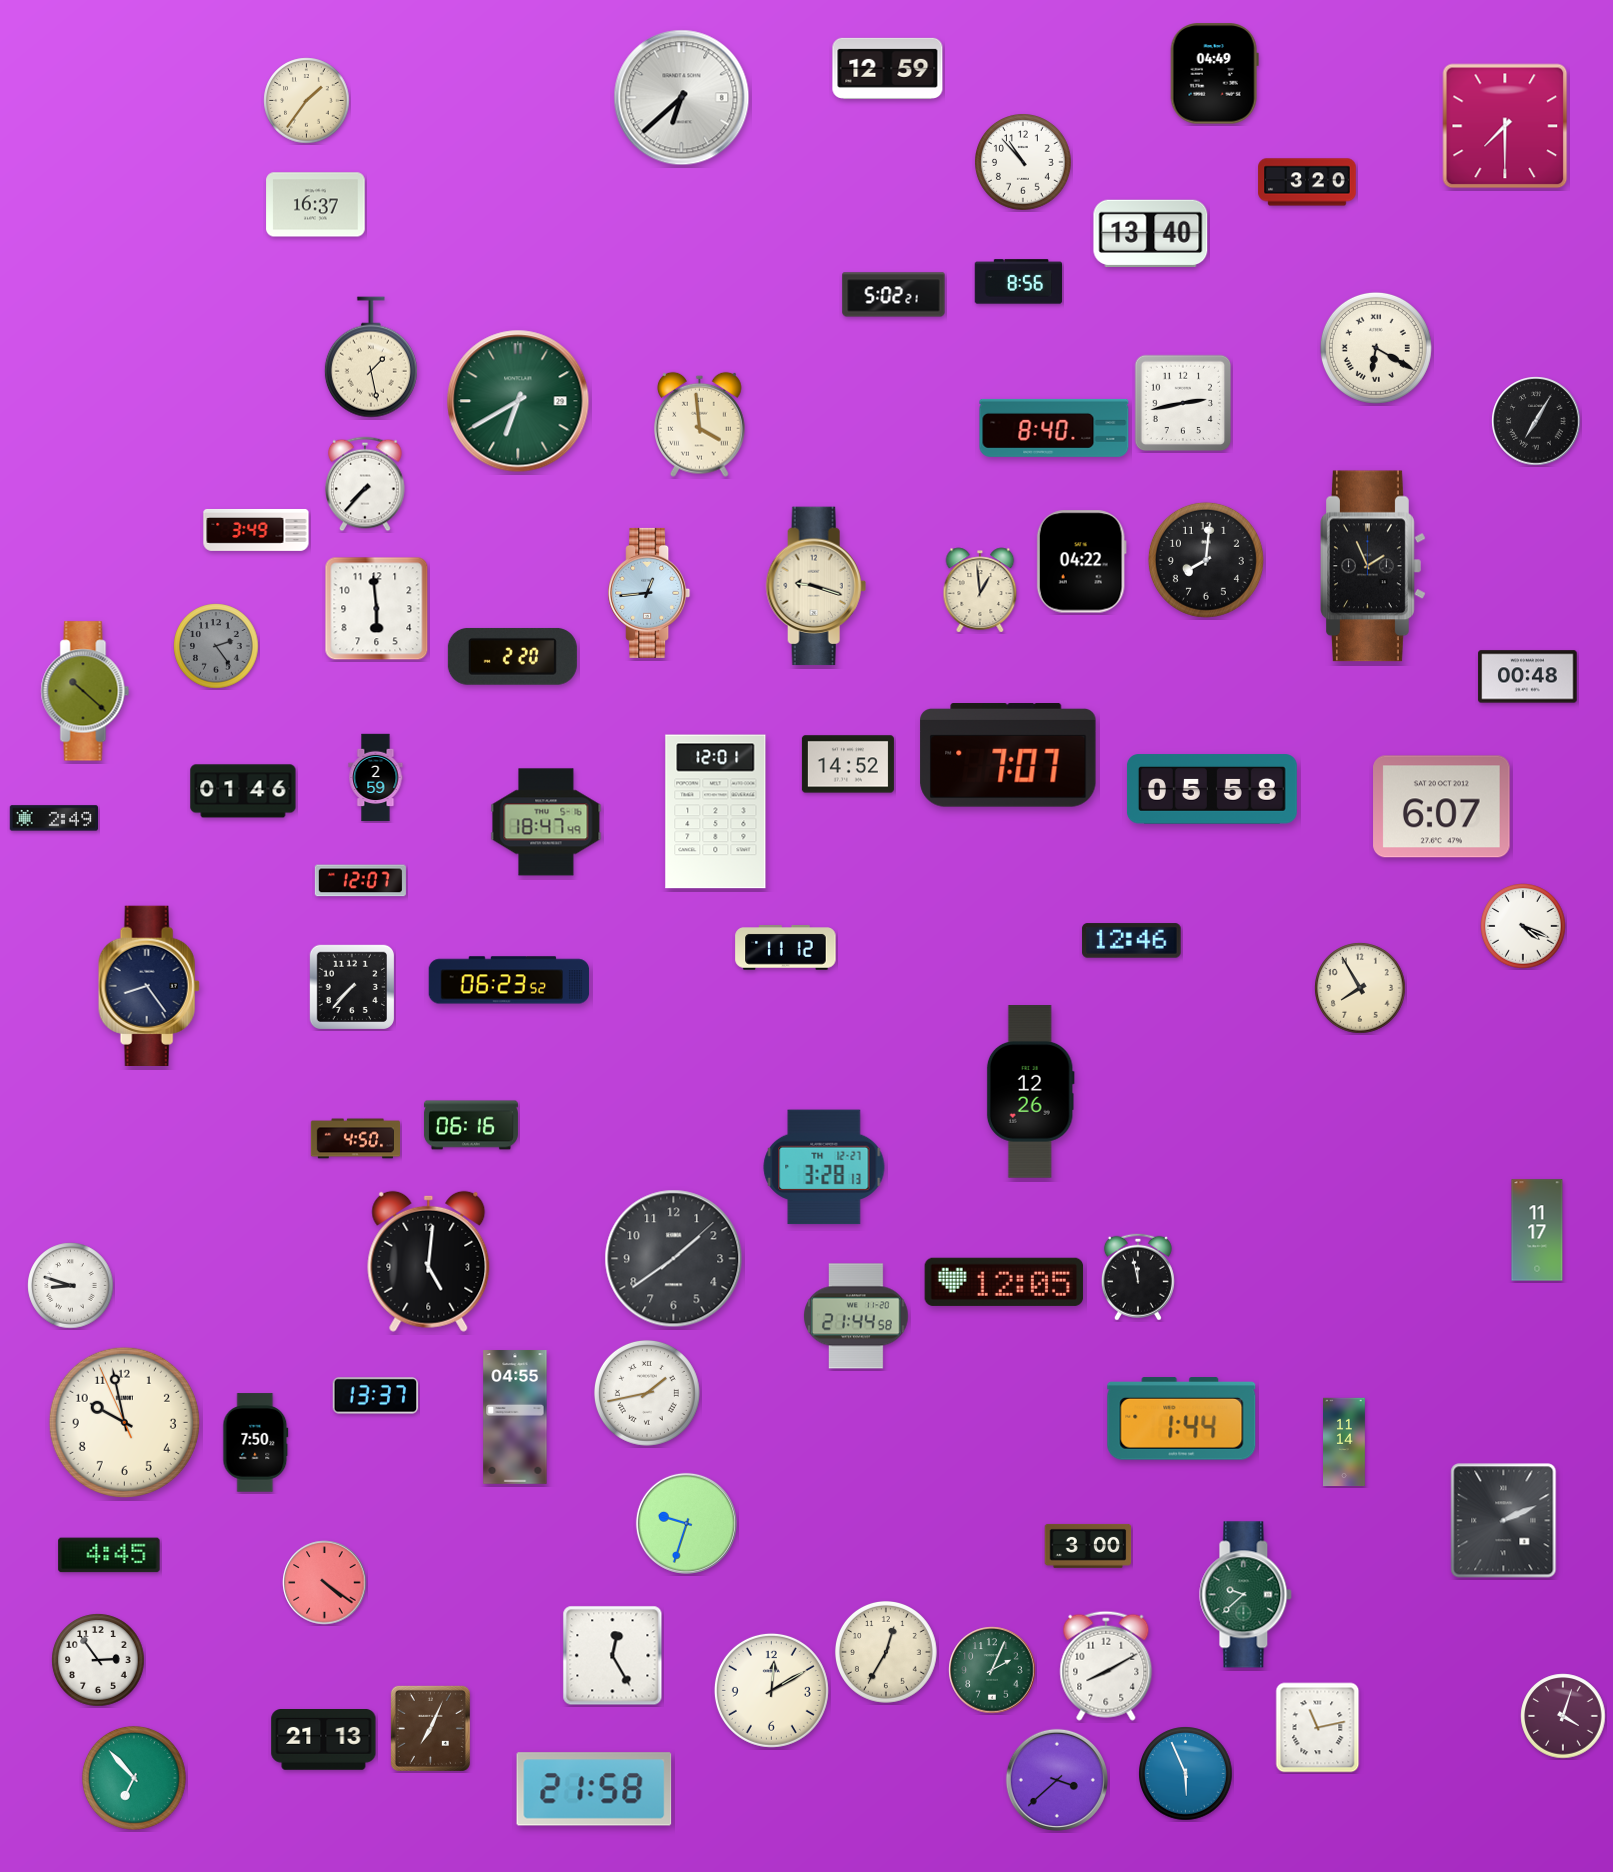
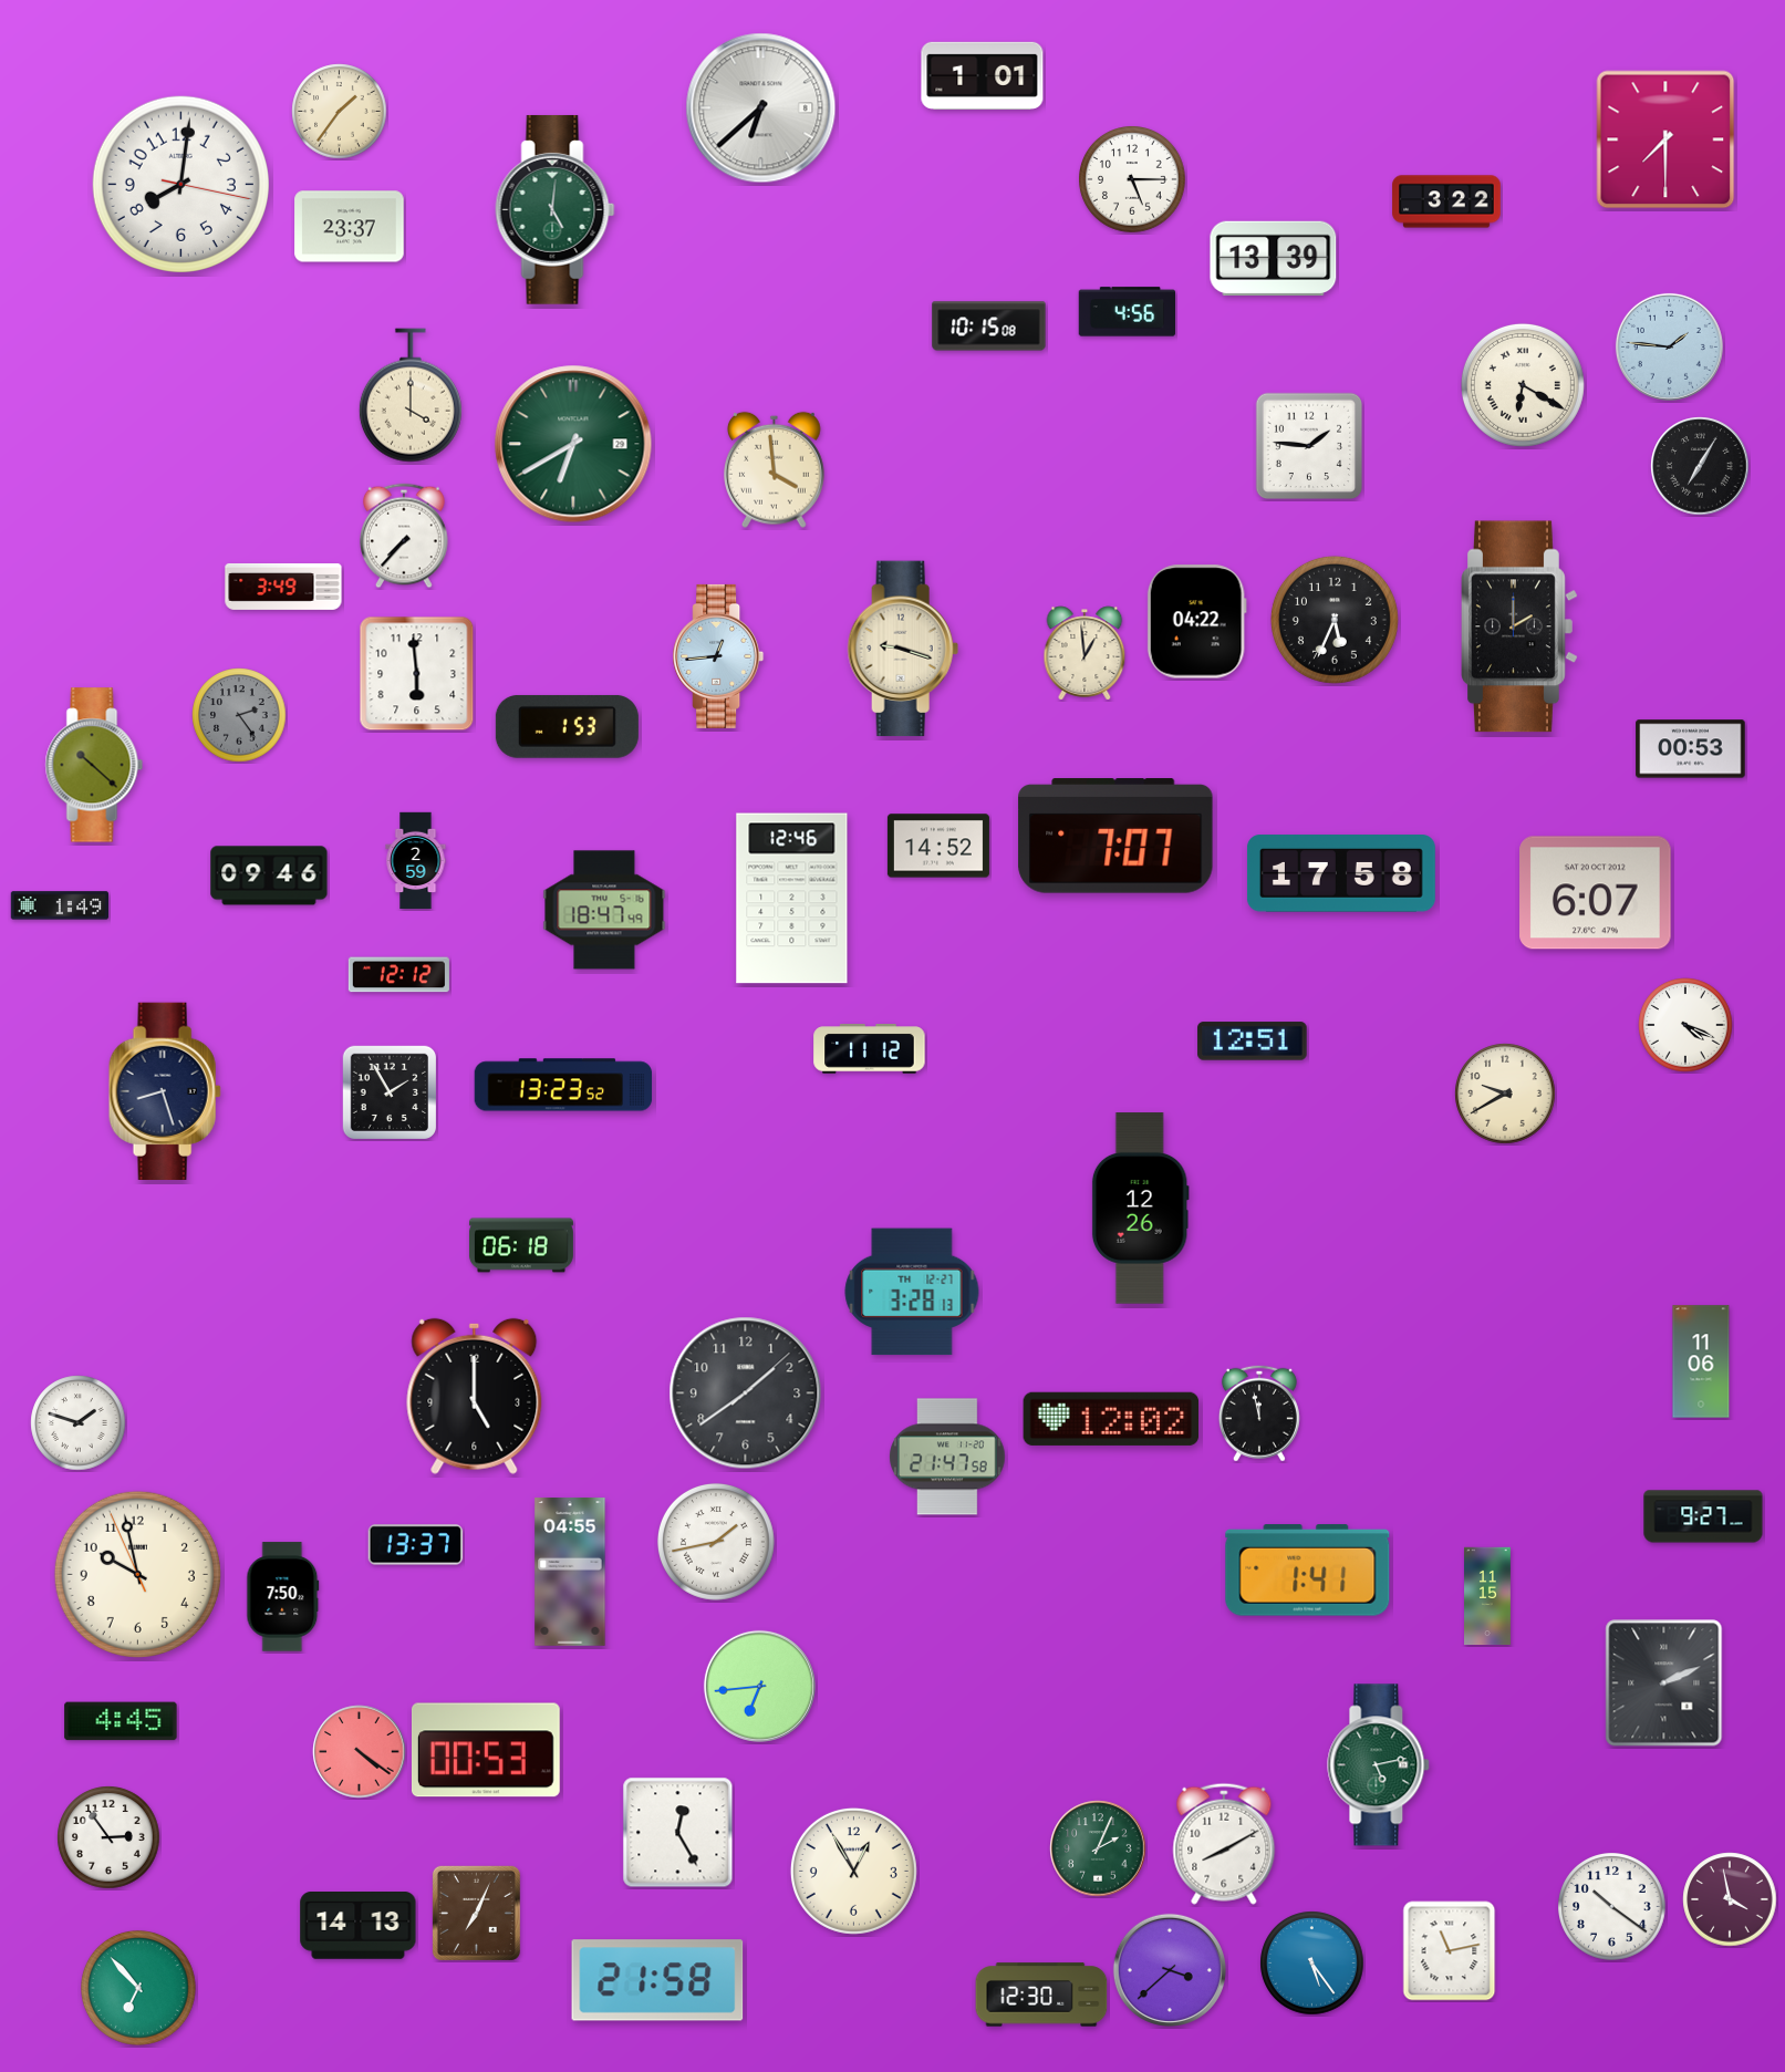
clock at (888, 68): 12:59 -> 1:01
clock at (1214, 74): 04:49 -> none
clock at (682, 98) position: (682, 98) -> (761, 108)
clock at (1024, 163): 10:53 -> 5:15
clock at (180, 184): none -> 8:01
clock at (1307, 182): 3:20 -> 3:22
clock at (556, 209): none -> 5:01
clock at (316, 205): 16:37 -> 23:37
clock at (1151, 233): 13:40 -> 13:39
clock at (1019, 282): 8:56 -> 4:56
clock at (894, 295): 5:02 -> 10:15
clock at (1669, 346): none -> 1:46
clock at (371, 357): 1:28 -> 4:00
clock at (1183, 403): 2:43 -> 1:46
clock at (1054, 428): 8:40 -> none
clock at (1206, 560): 8:01 -> 5:34
clock at (1374, 566): 1:56 -> 2:00
clock at (512, 656): 2:20 -> 1:53
clock at (1528, 677): 00:48 -> 00:53
clock at (1212, 789): 05:58 -> 17:58
clock at (243, 791): 01:46 -> 09:46
clock at (716, 812): 12:01 -> 12:46
clock at (53, 818): 2:49 -> 1:49
clock at (360, 881): 12:07 -> 12:12
clock at (1132, 941): 12:46 -> 12:51
clock at (509, 980): 06:23 -> 13:23
clock at (149, 985): 8:24 -> 8:27
clock at (351, 986): 7:37 -> 1:55
clock at (1360, 988): 7:55 -> 9:40
clock at (471, 1125): 06:16 -> 06:18
clock at (355, 1139): 4:50 -> none
clock at (1537, 1230): 11:17 -> 11:06
clock at (429, 1261): 5:01 -> 5:00
clock at (1004, 1282): 12:05 -> 12:02
clock at (71, 1286): 8:48 -> 1:48
clock at (856, 1316): 21:44 -> 21:47
clock at (1703, 1516): none -> 9:27
clock at (515, 1417) position: (515, 1417) -> (570, 1572)
clock at (1182, 1419): 1:44 -> 1:41
clock at (1345, 1442): 11:14 -> 11:15
clock at (686, 1523): 9:33 -> 6:44
clock at (1088, 1546): 3:00 -> none
clock at (486, 1750): none -> 00:53
clock at (1246, 1595): 9:38 -> 5:13
clock at (886, 1652): 12:35 -> none
clock at (771, 1690): 12:10 -> 12:55
clock at (1563, 1716): 4:03 -> 3:58
clock at (1612, 1907): none -> 10:21
clock at (1318, 1728) position: (1318, 1728) -> (1450, 1951)
clock at (324, 1740): 21:13 -> 14:13
clock at (1186, 1774): 5:56 -> 5:24
clock at (134, 1778) position: (134, 1778) -> (138, 1988)
clock at (1041, 1995): none -> 12:30
